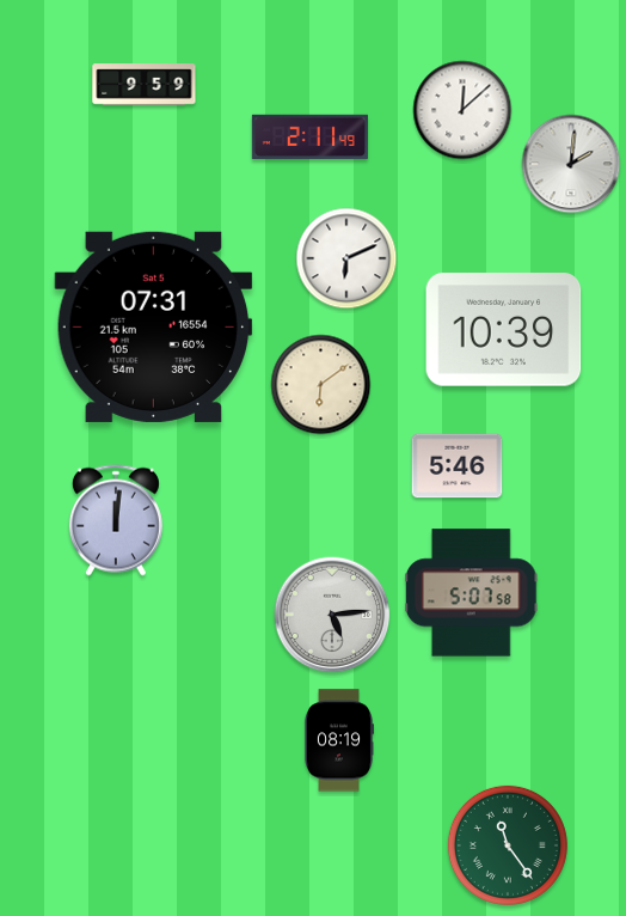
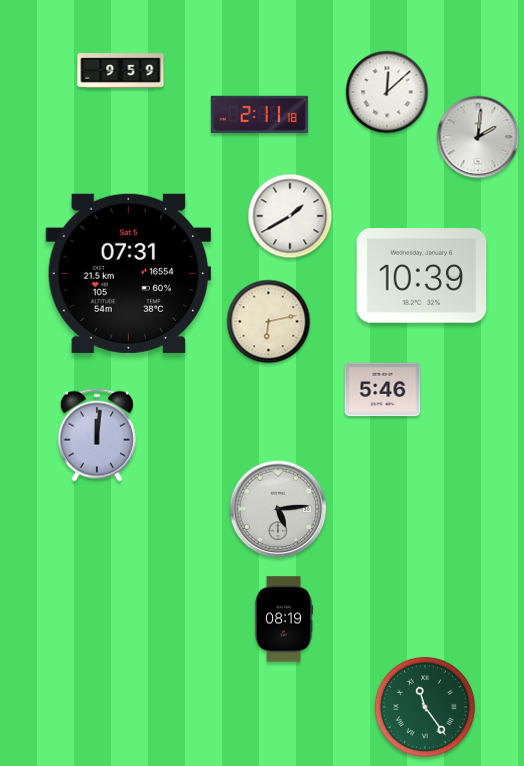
clock at (309, 138): 2:11:49 -> 2:11:18
clock at (346, 258): 6:11 -> 1:40
clock at (321, 385): 6:09 -> 6:13
clock at (471, 593): 5:07 -> none
clock at (332, 615) position: (332, 615) -> (278, 509)
